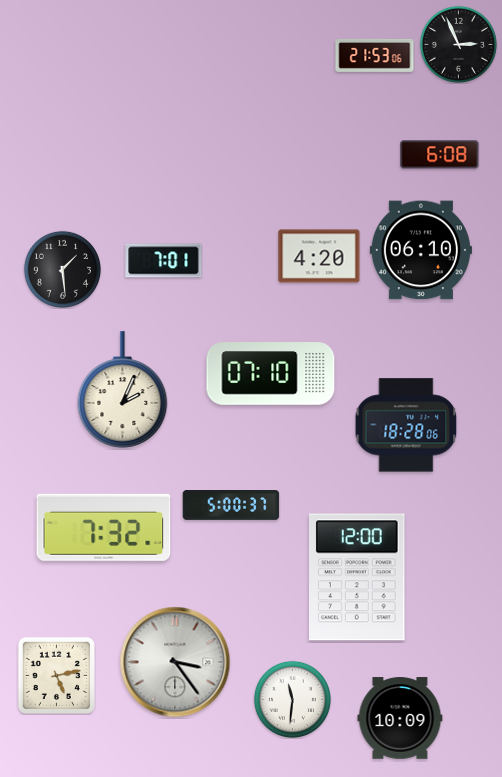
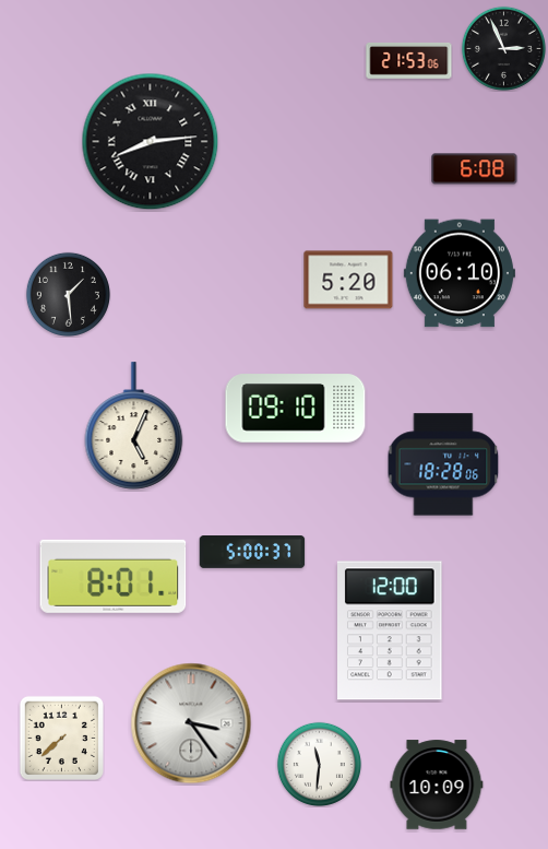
clock at (458, 44) position: (458, 44) -> (503, 48)
clock at (151, 142): none -> 8:14
clock at (440, 155) position: (440, 155) -> (475, 169)
clock at (319, 256): 4:20 -> 5:20
clock at (164, 261): 7:01 -> none
clock at (271, 374): 07:10 -> 09:10
clock at (123, 390): 2:04 -> 5:04
clock at (104, 527): 7:32 -> 8:01
clock at (56, 675): 5:13 -> 7:38
